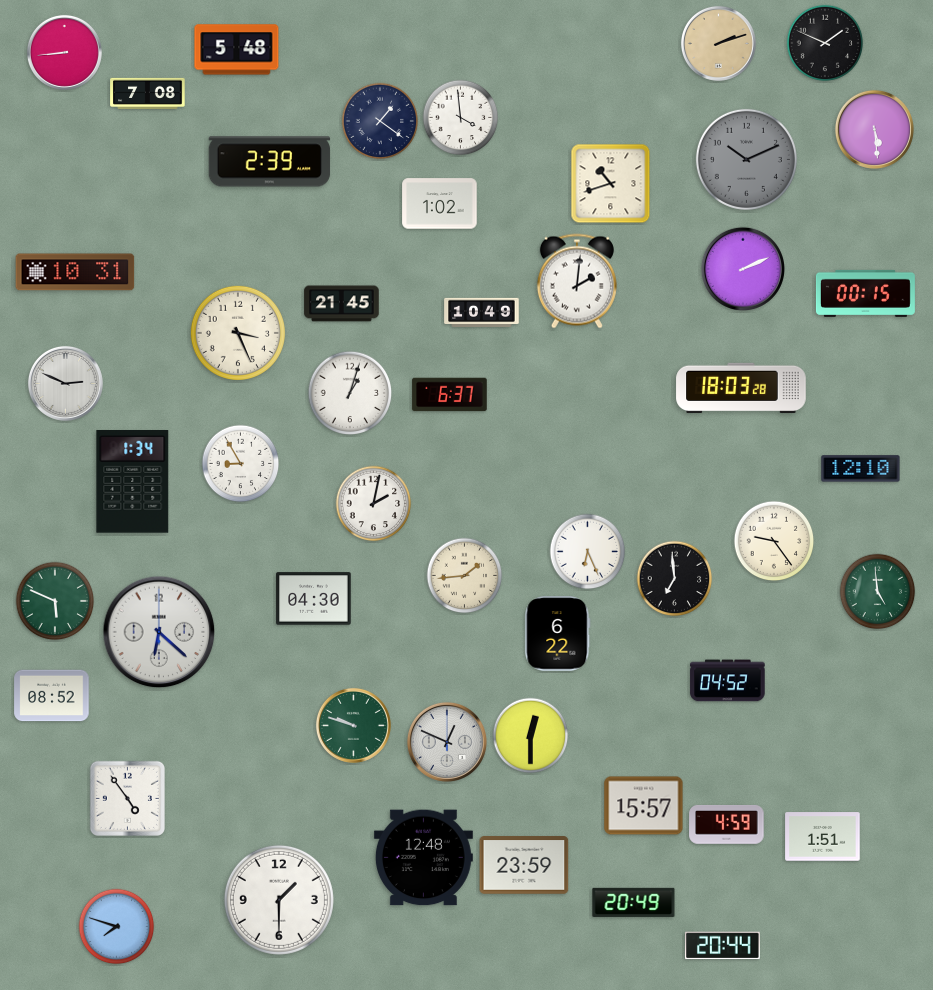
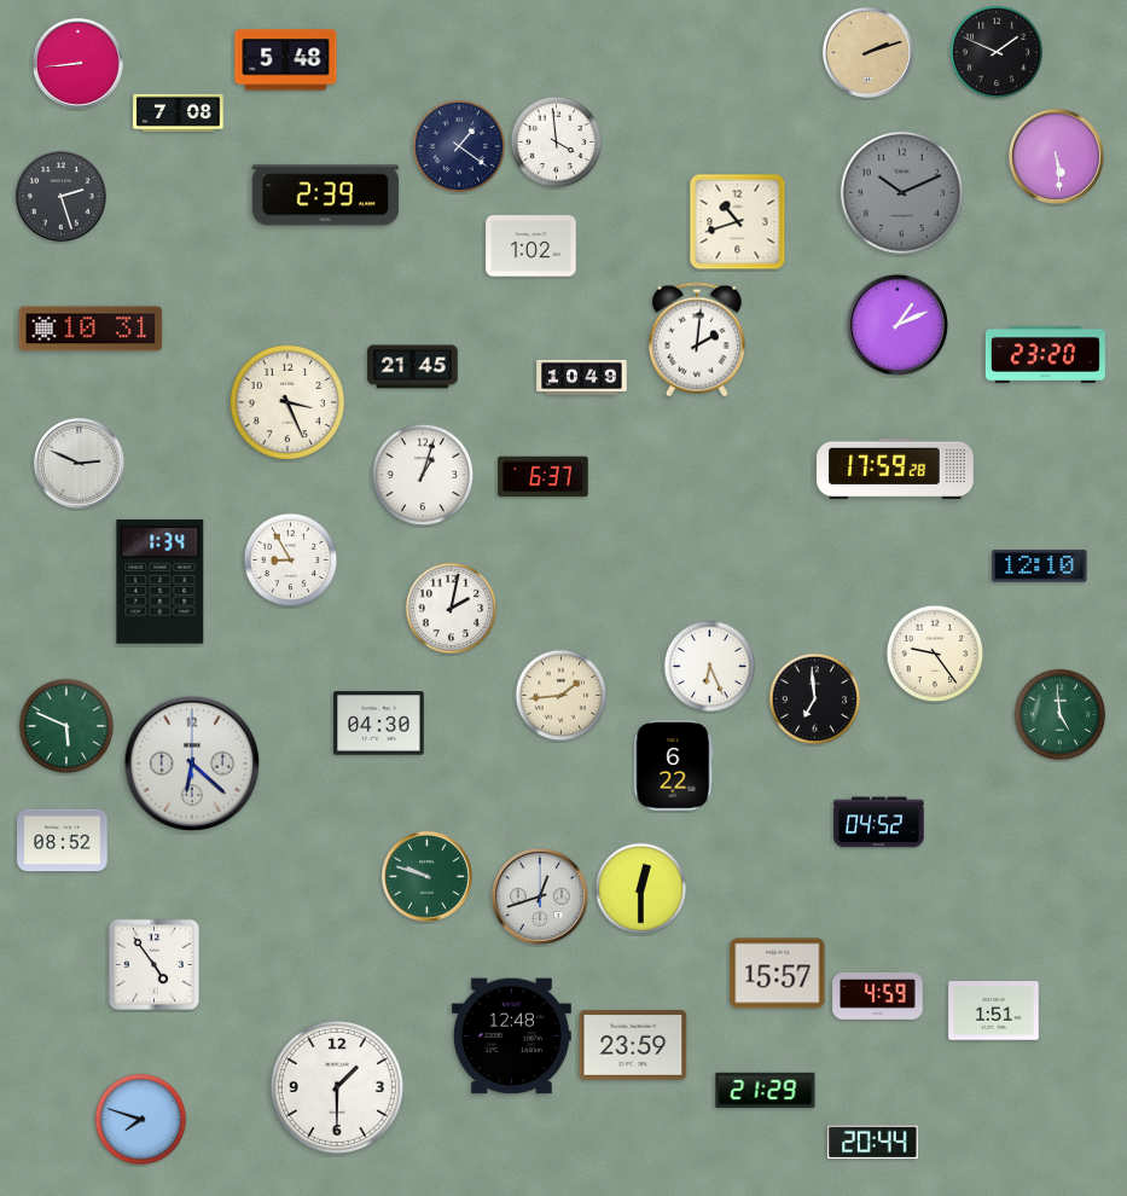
clock at (60, 196): none -> 2:27
clock at (743, 269): 2:11 -> 1:11
clock at (865, 293): 00:15 -> 23:20
clock at (741, 388): 18:03 -> 17:59
clock at (447, 742): 12:49 -> 12:42
clock at (634, 902): 20:49 -> 21:29
